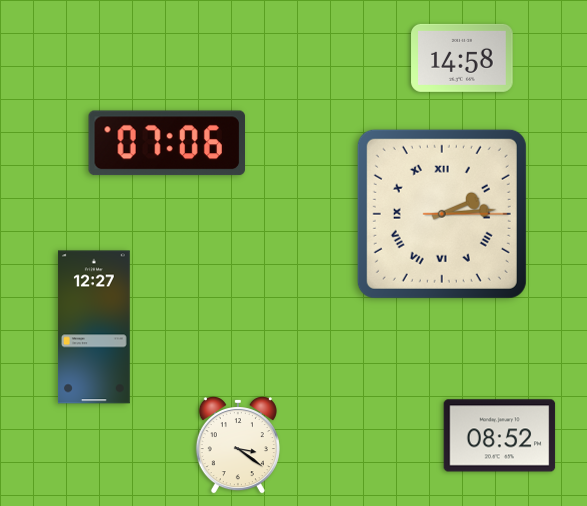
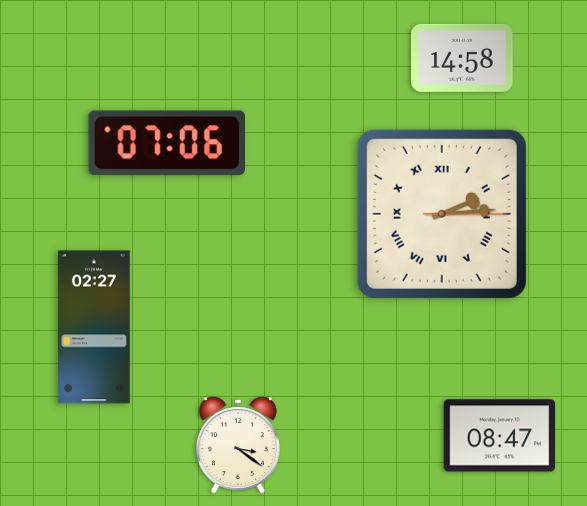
clock at (94, 327): 12:27 -> 02:27
clock at (500, 436): 08:52 -> 08:47
